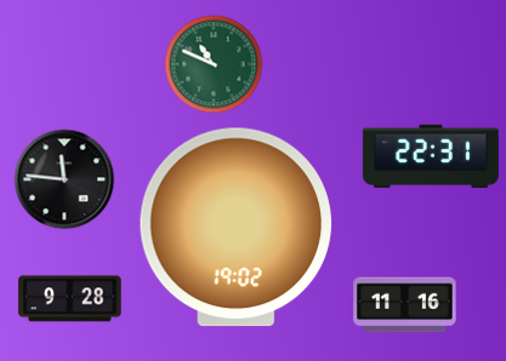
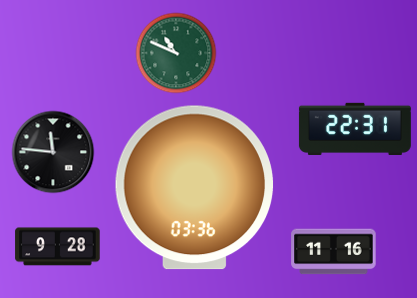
clock at (64, 179) position: (64, 179) -> (53, 152)
clock at (237, 228): 19:02 -> 03:36
